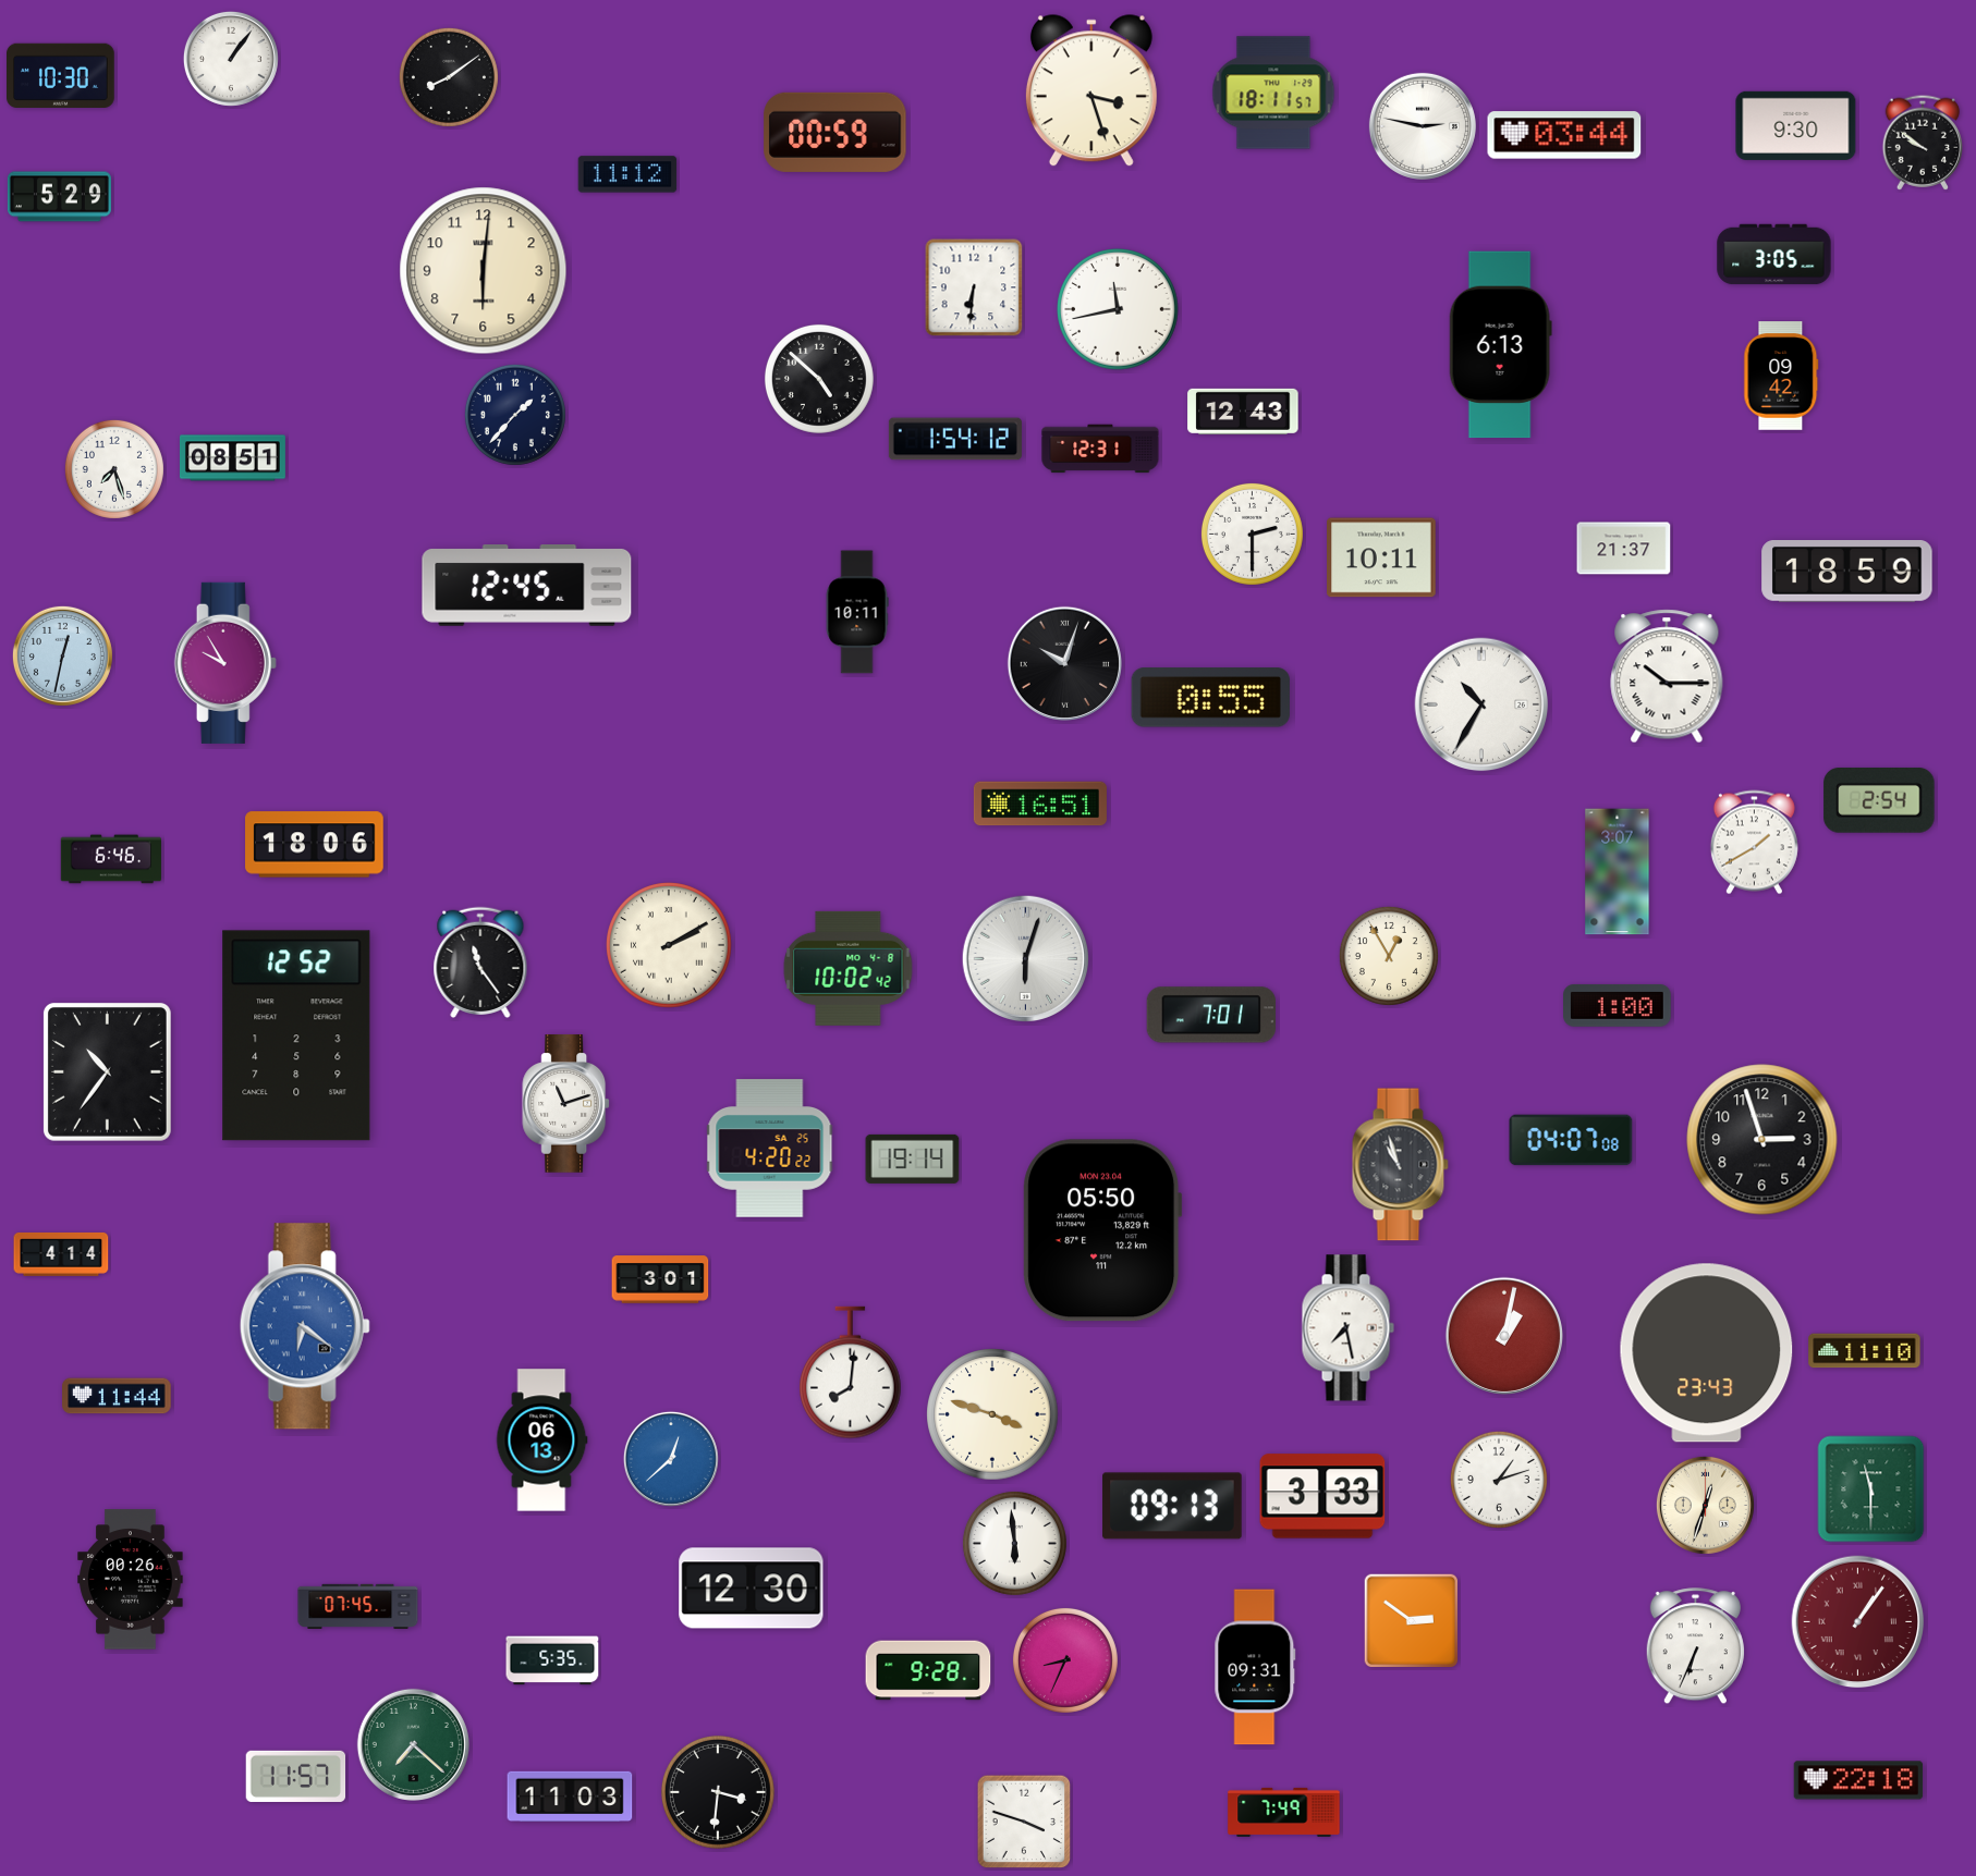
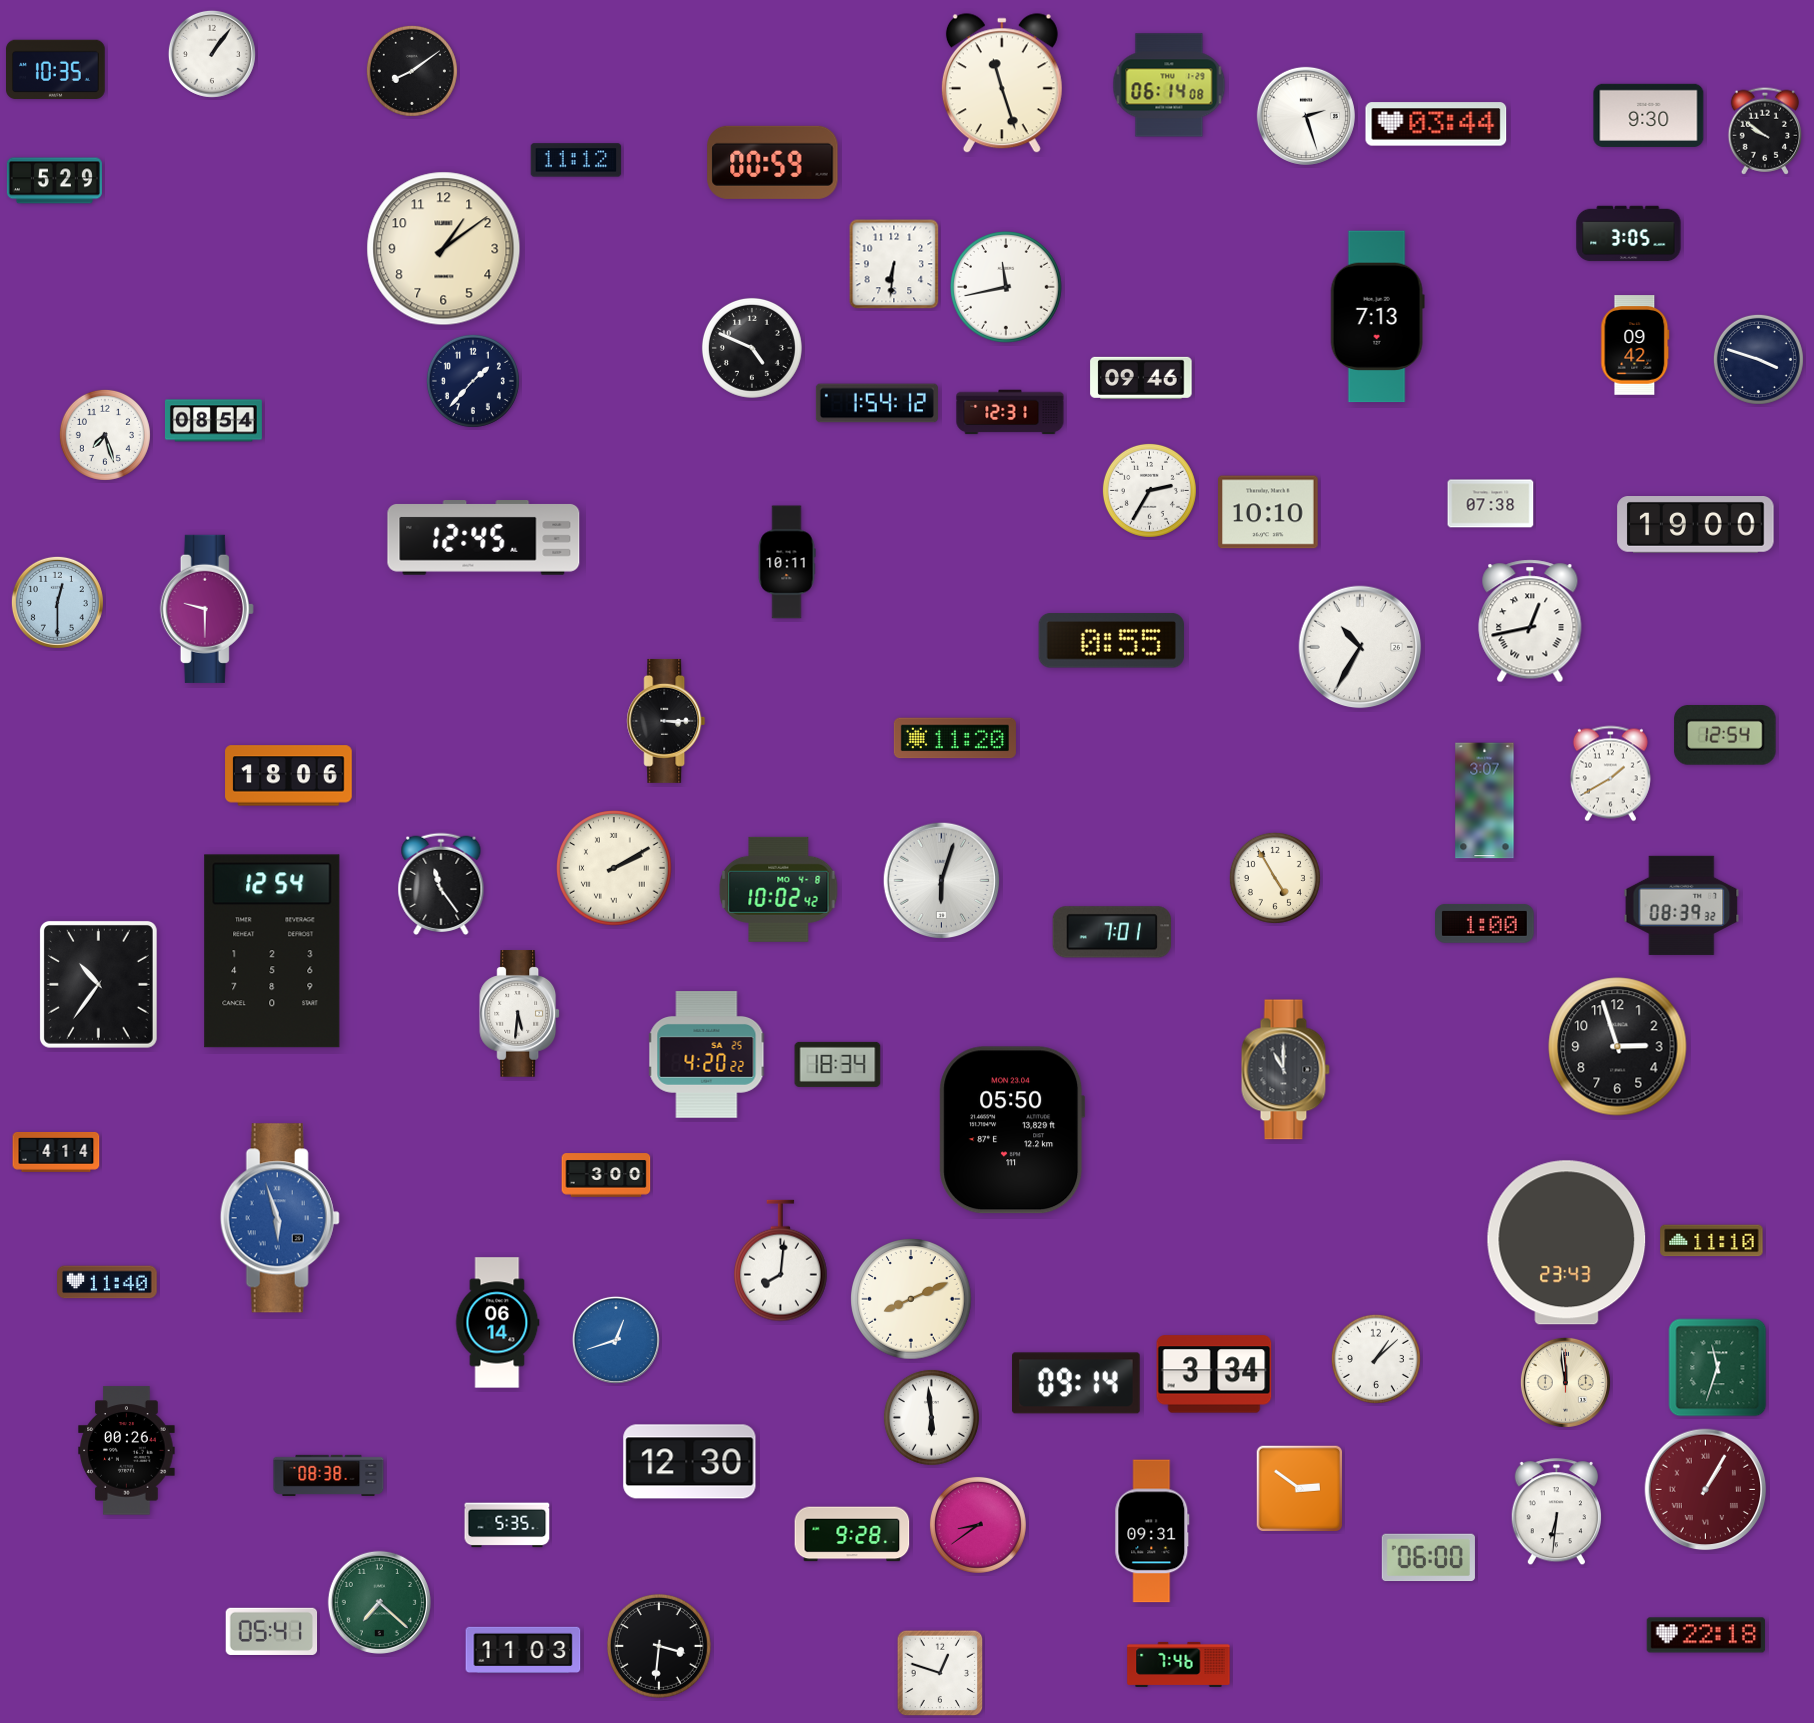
clock at (61, 76): 10:30 -> 10:35
clock at (1091, 91): 3:27 -> 11:27
clock at (1273, 93): 18:11 -> 06:14
clock at (1423, 126): 2:47 -> 2:27
clock at (835, 132) position: (835, 132) -> (773, 162)
clock at (484, 271): 6:01 -> 1:09
clock at (1119, 310) position: (1119, 310) -> (1007, 288)
clock at (1500, 345): 6:13 -> 7:13
clock at (819, 379): 4:52 -> 4:49
clock at (1758, 359): none -> 3:48
clock at (1243, 412): 12:43 -> 09:46
clock at (232, 458): 08:51 -> 08:54
clock at (114, 469) position: (114, 469) -> (105, 435)
clock at (1252, 534): 2:30 -> 2:35
clock at (1624, 549): 21:37 -> 07:38
clock at (1381, 557): 10:11 -> 10:10
clock at (1847, 572): 18:59 -> 19:00
clock at (62, 655): 12:32 -> 12:30
clock at (225, 663): 9:55 -> 9:30
clock at (1064, 663): 10:03 -> none
clock at (1667, 676): 10:15 -> 12:43
clock at (666, 721): none -> 3:15
clock at (1879, 801): 2:54 -> 12:54
clock at (1040, 804): 16:51 -> 11:20
clock at (111, 859): 6:46 -> none
clock at (1389, 956): 12:55 -> 4:55
clock at (1682, 905): none -> 08:39
clock at (296, 1035): 12:52 -> 12:54
clock at (566, 1104): 11:12 -> 5:31
clock at (1571, 1140): 04:07 -> none
clock at (913, 1158): 19:14 -> 18:34
clock at (1400, 1165): 10:57 -> 11:00
clock at (660, 1279): 3:01 -> 3:00
clock at (305, 1326): 6:21 -> 5:57
clock at (1347, 1328): 7:28 -> none
clock at (1503, 1335): 1:02 -> none
clock at (117, 1396): 11:44 -> 11:40
clock at (992, 1414): 3:48 -> 8:11
clock at (541, 1440): 06:13 -> 06:14
clock at (671, 1459): 12:38 -> 12:42
clock at (1499, 1480): 1:12 -> 1:08
clock at (1871, 1489): 11:30 -> 11:33
clock at (1322, 1496): 3:33 -> 3:34
clock at (1705, 1505): 12:33 -> 11:59
clock at (1172, 1506): 09:13 -> 09:14
clock at (131, 1580) position: (131, 1580) -> (127, 1451)
clock at (752, 1589) position: (752, 1589) -> (690, 1462)
clock at (358, 1606): 07:45 -> 08:38
clock at (1411, 1620) position: (1411, 1620) -> (1299, 1488)
clock at (1858, 1622): 1:06 -> 1:05
clock at (1695, 1646): 6:34 -> 6:31
clock at (1065, 1660): 8:34 -> 8:39
clock at (1428, 1558): none -> 06:00
clock at (296, 1776): 11:57 -> 05:41
clock at (1284, 1812): 7:49 -> 7:46
clock at (1024, 1822): 3:48 -> 12:48
